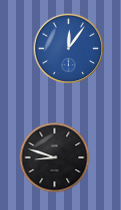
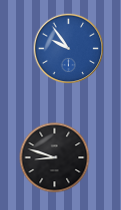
clock at (69, 49): 12:06 -> 9:54
